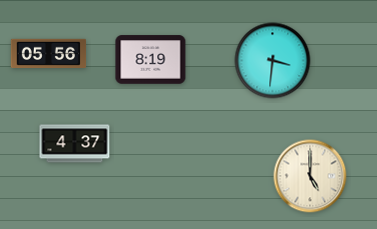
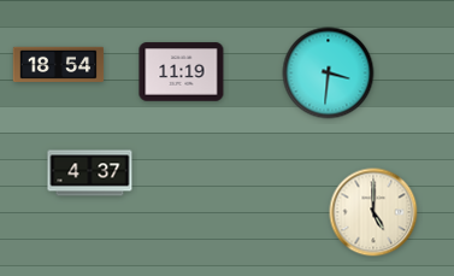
clock at (49, 53): 05:56 -> 18:54
clock at (151, 60): 8:19 -> 11:19
